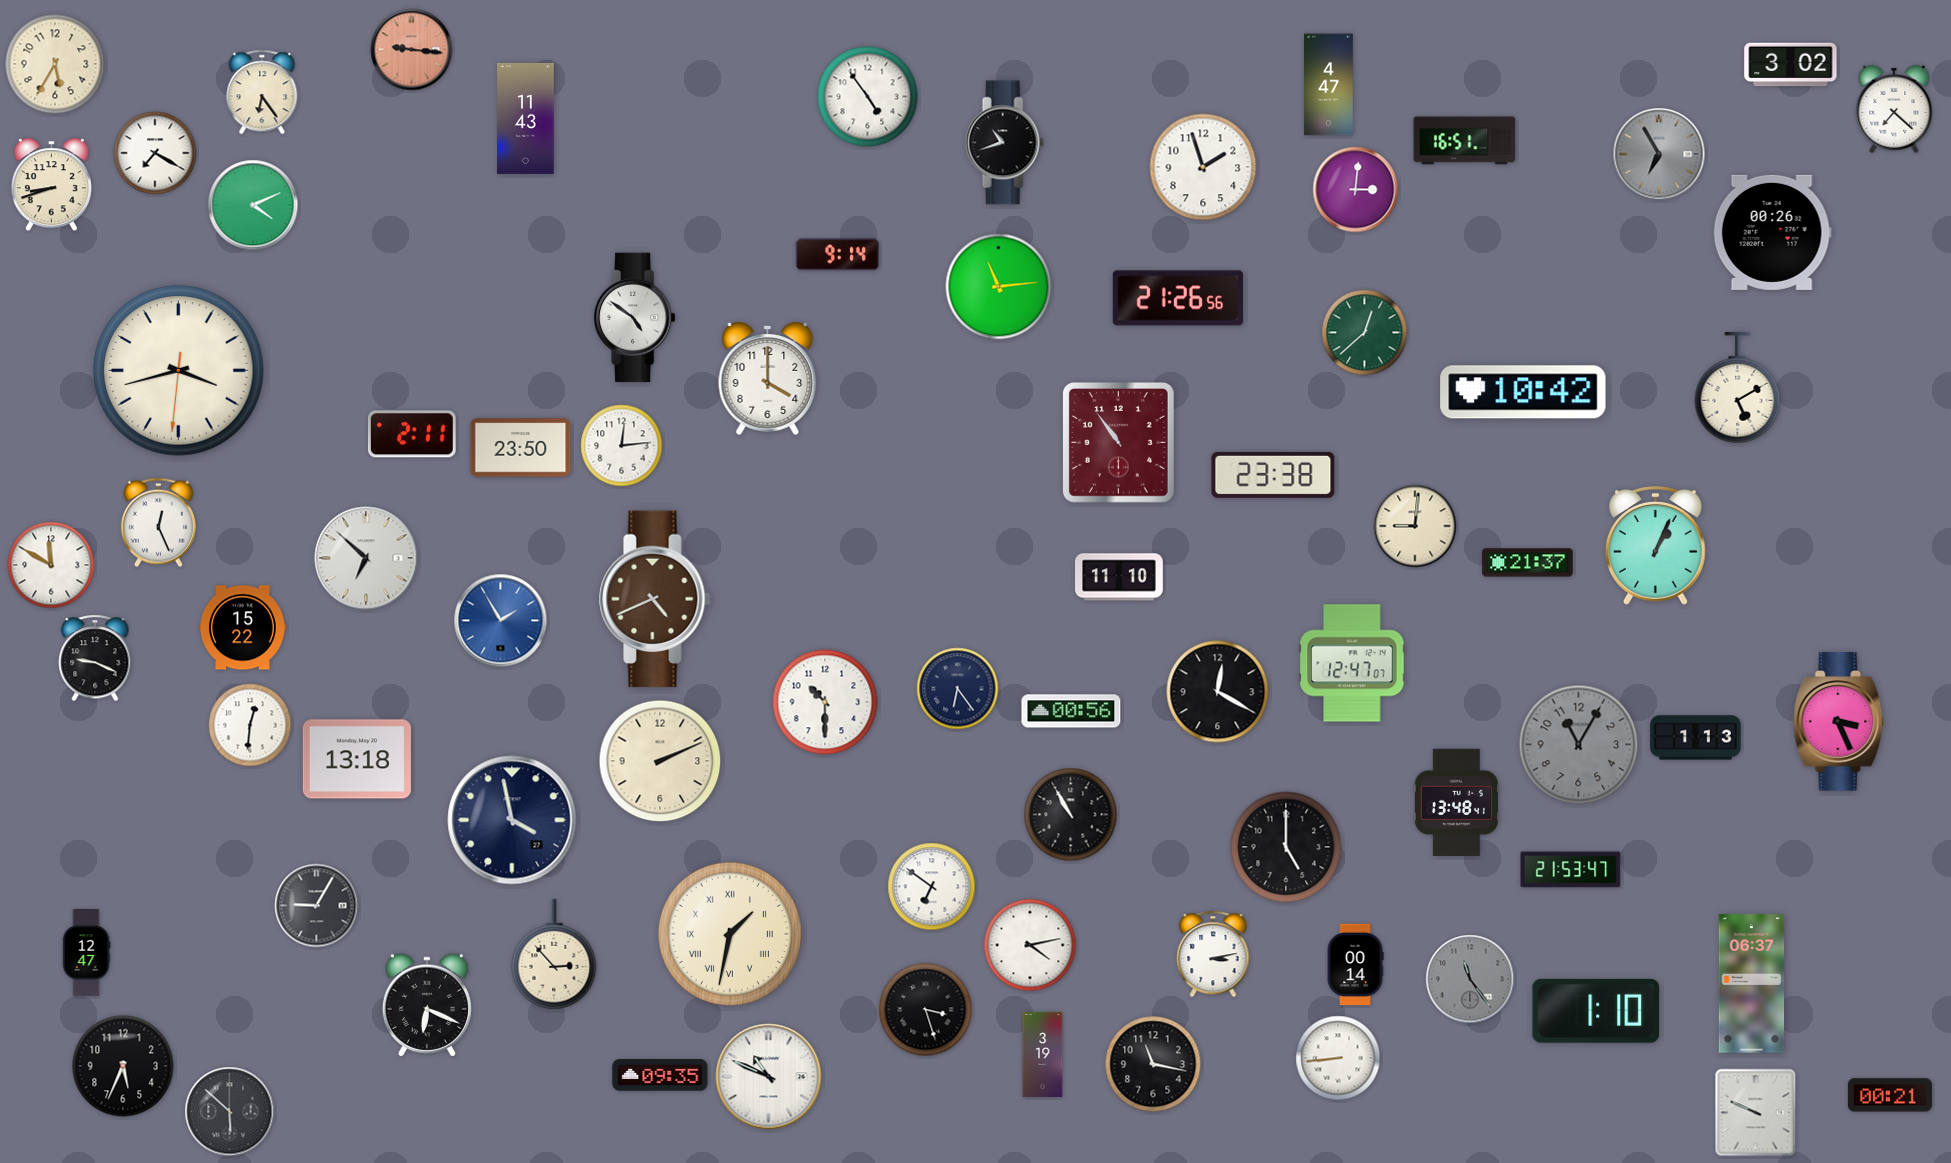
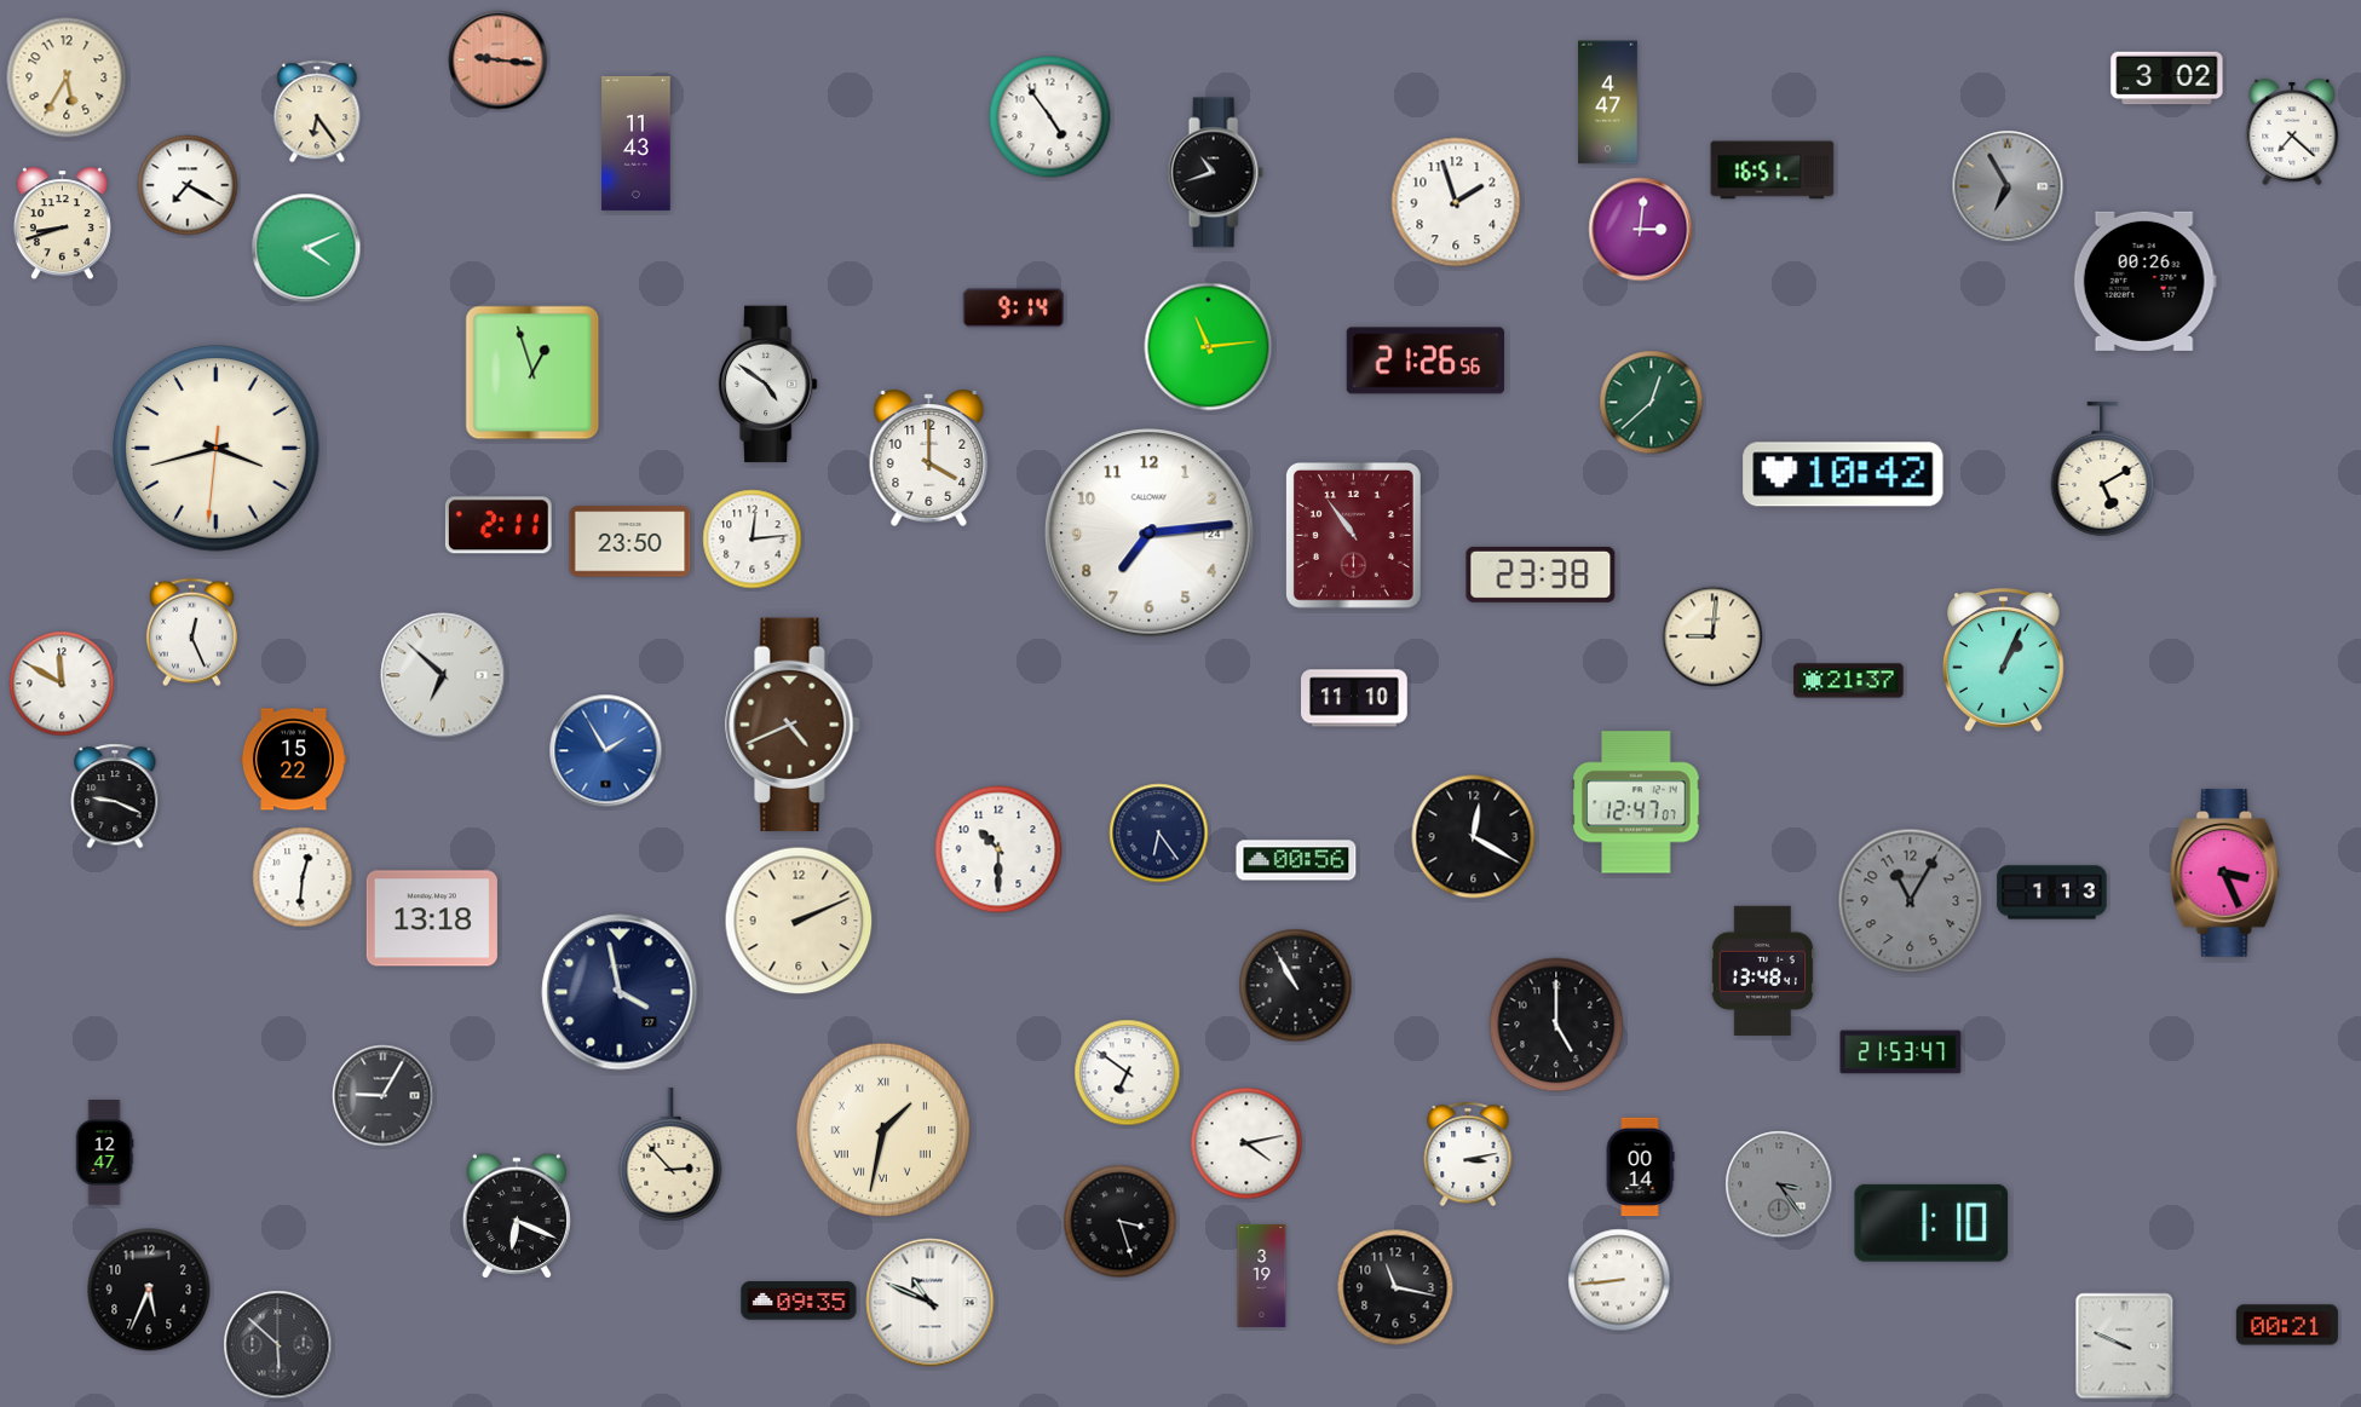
clock at (532, 373): none -> 12:57
clock at (1150, 534): none -> 7:14
clock at (1470, 979): 11:24 -> 3:24
clock at (1752, 984): 06:37 -> none
